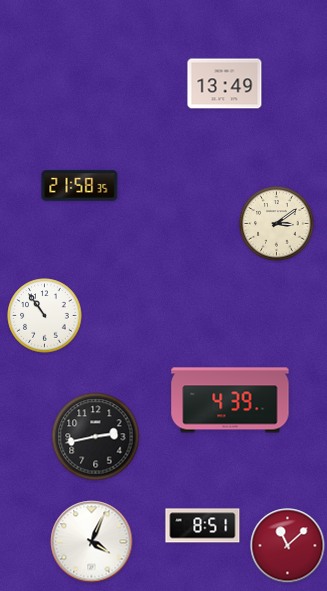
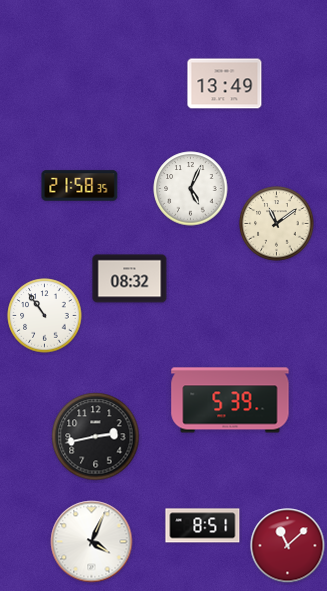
clock at (191, 189): none -> 5:04
clock at (277, 224): 3:09 -> 11:09
clock at (130, 279): none -> 08:32
clock at (230, 400): 4:39 -> 5:39
